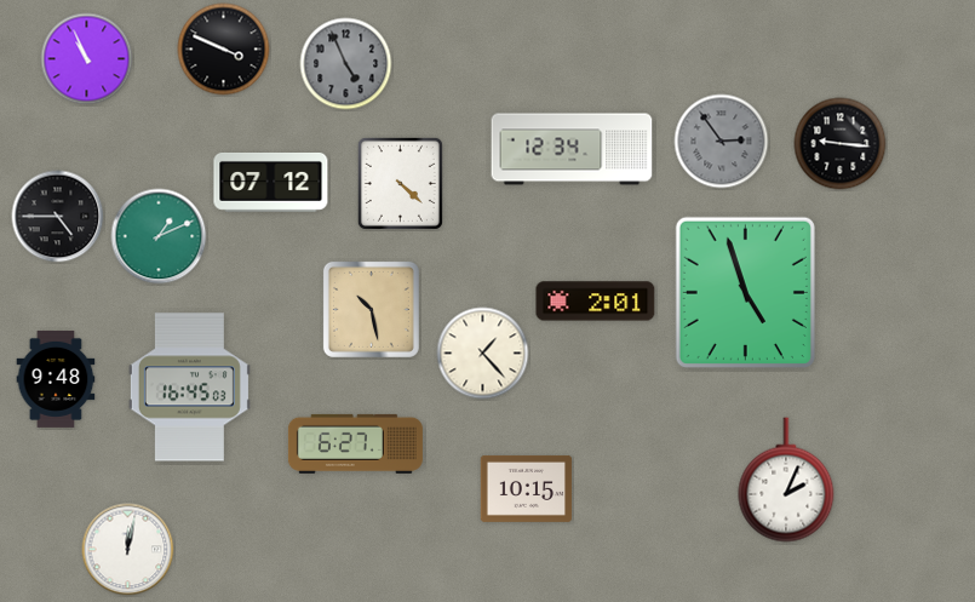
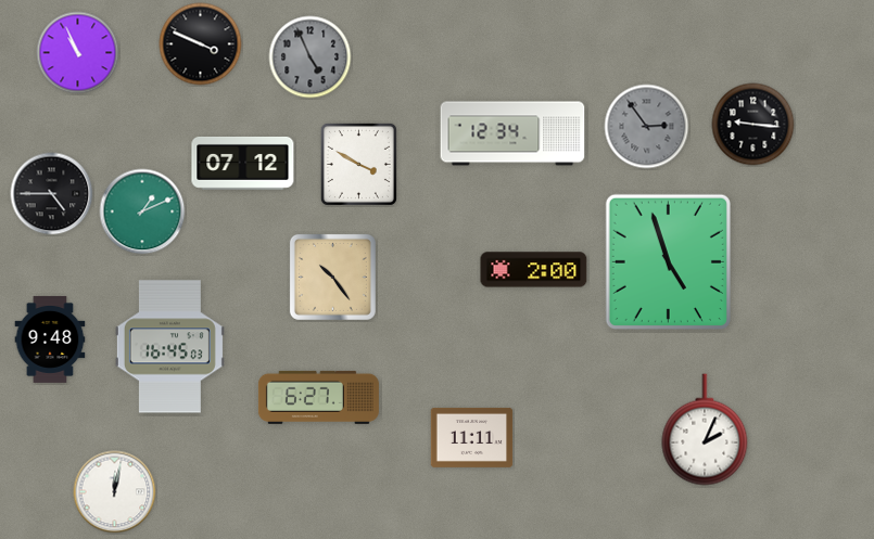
clock at (841, 144) position: (841, 144) -> (753, 125)
clock at (400, 183): 4:22 -> 3:50
clock at (596, 302): 2:01 -> 2:00
clock at (371, 309): 10:28 -> 10:24
clock at (483, 354): 1:23 -> none
clock at (527, 488): 10:15 -> 11:11
